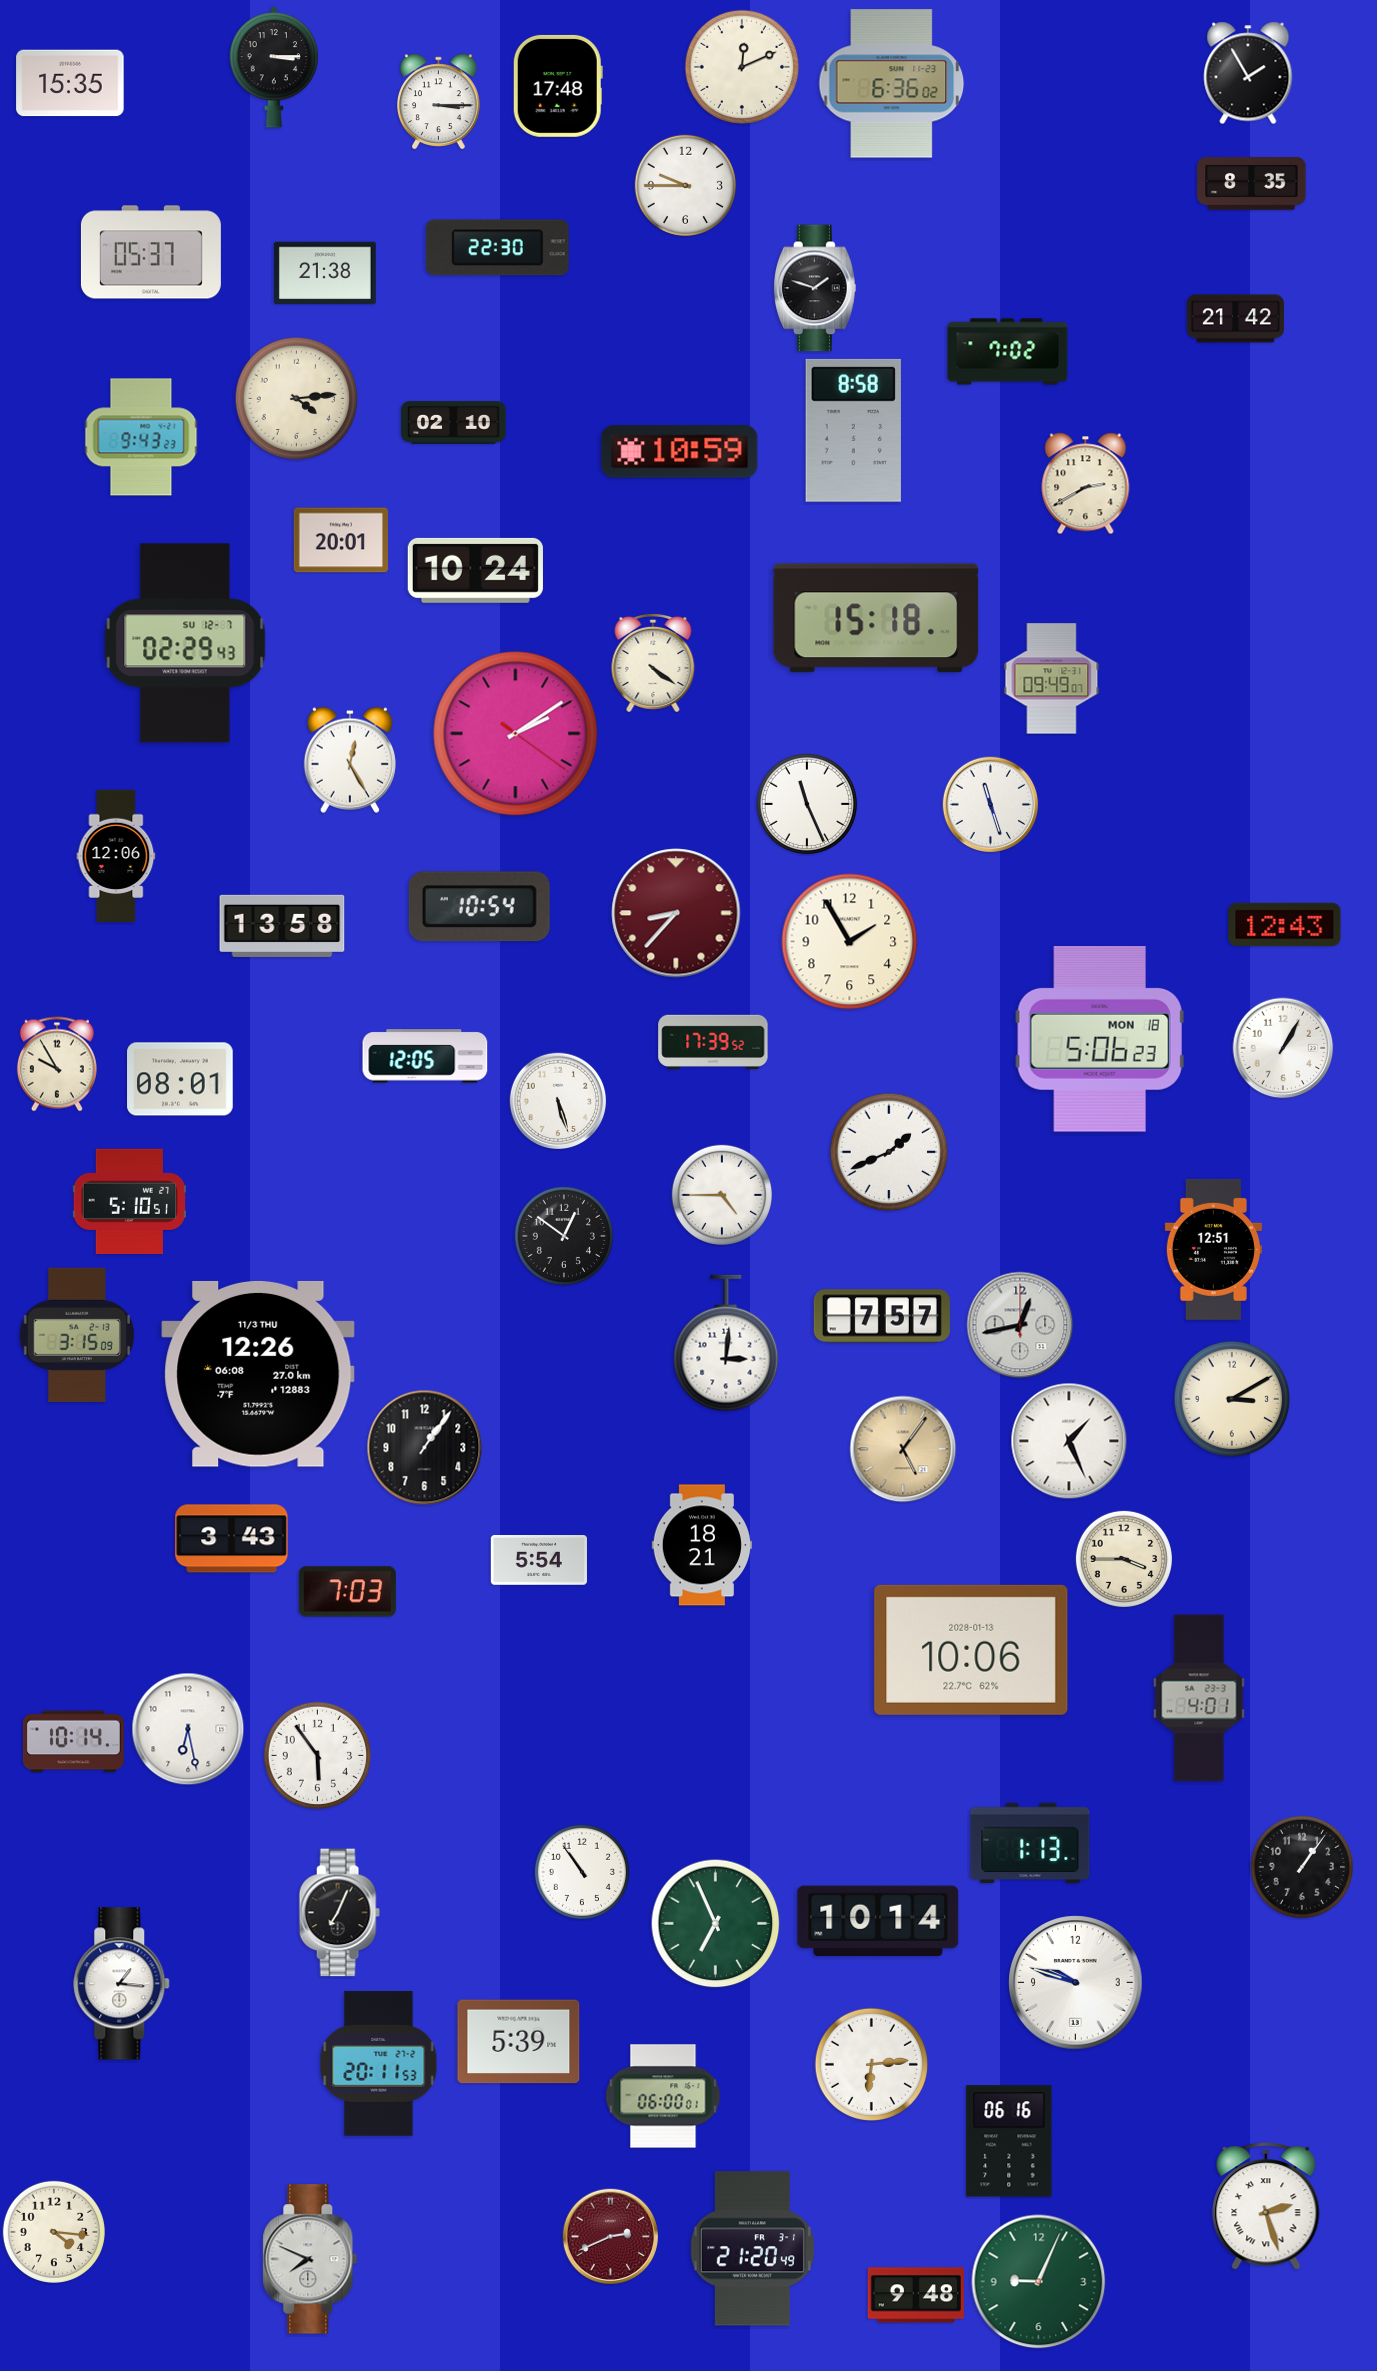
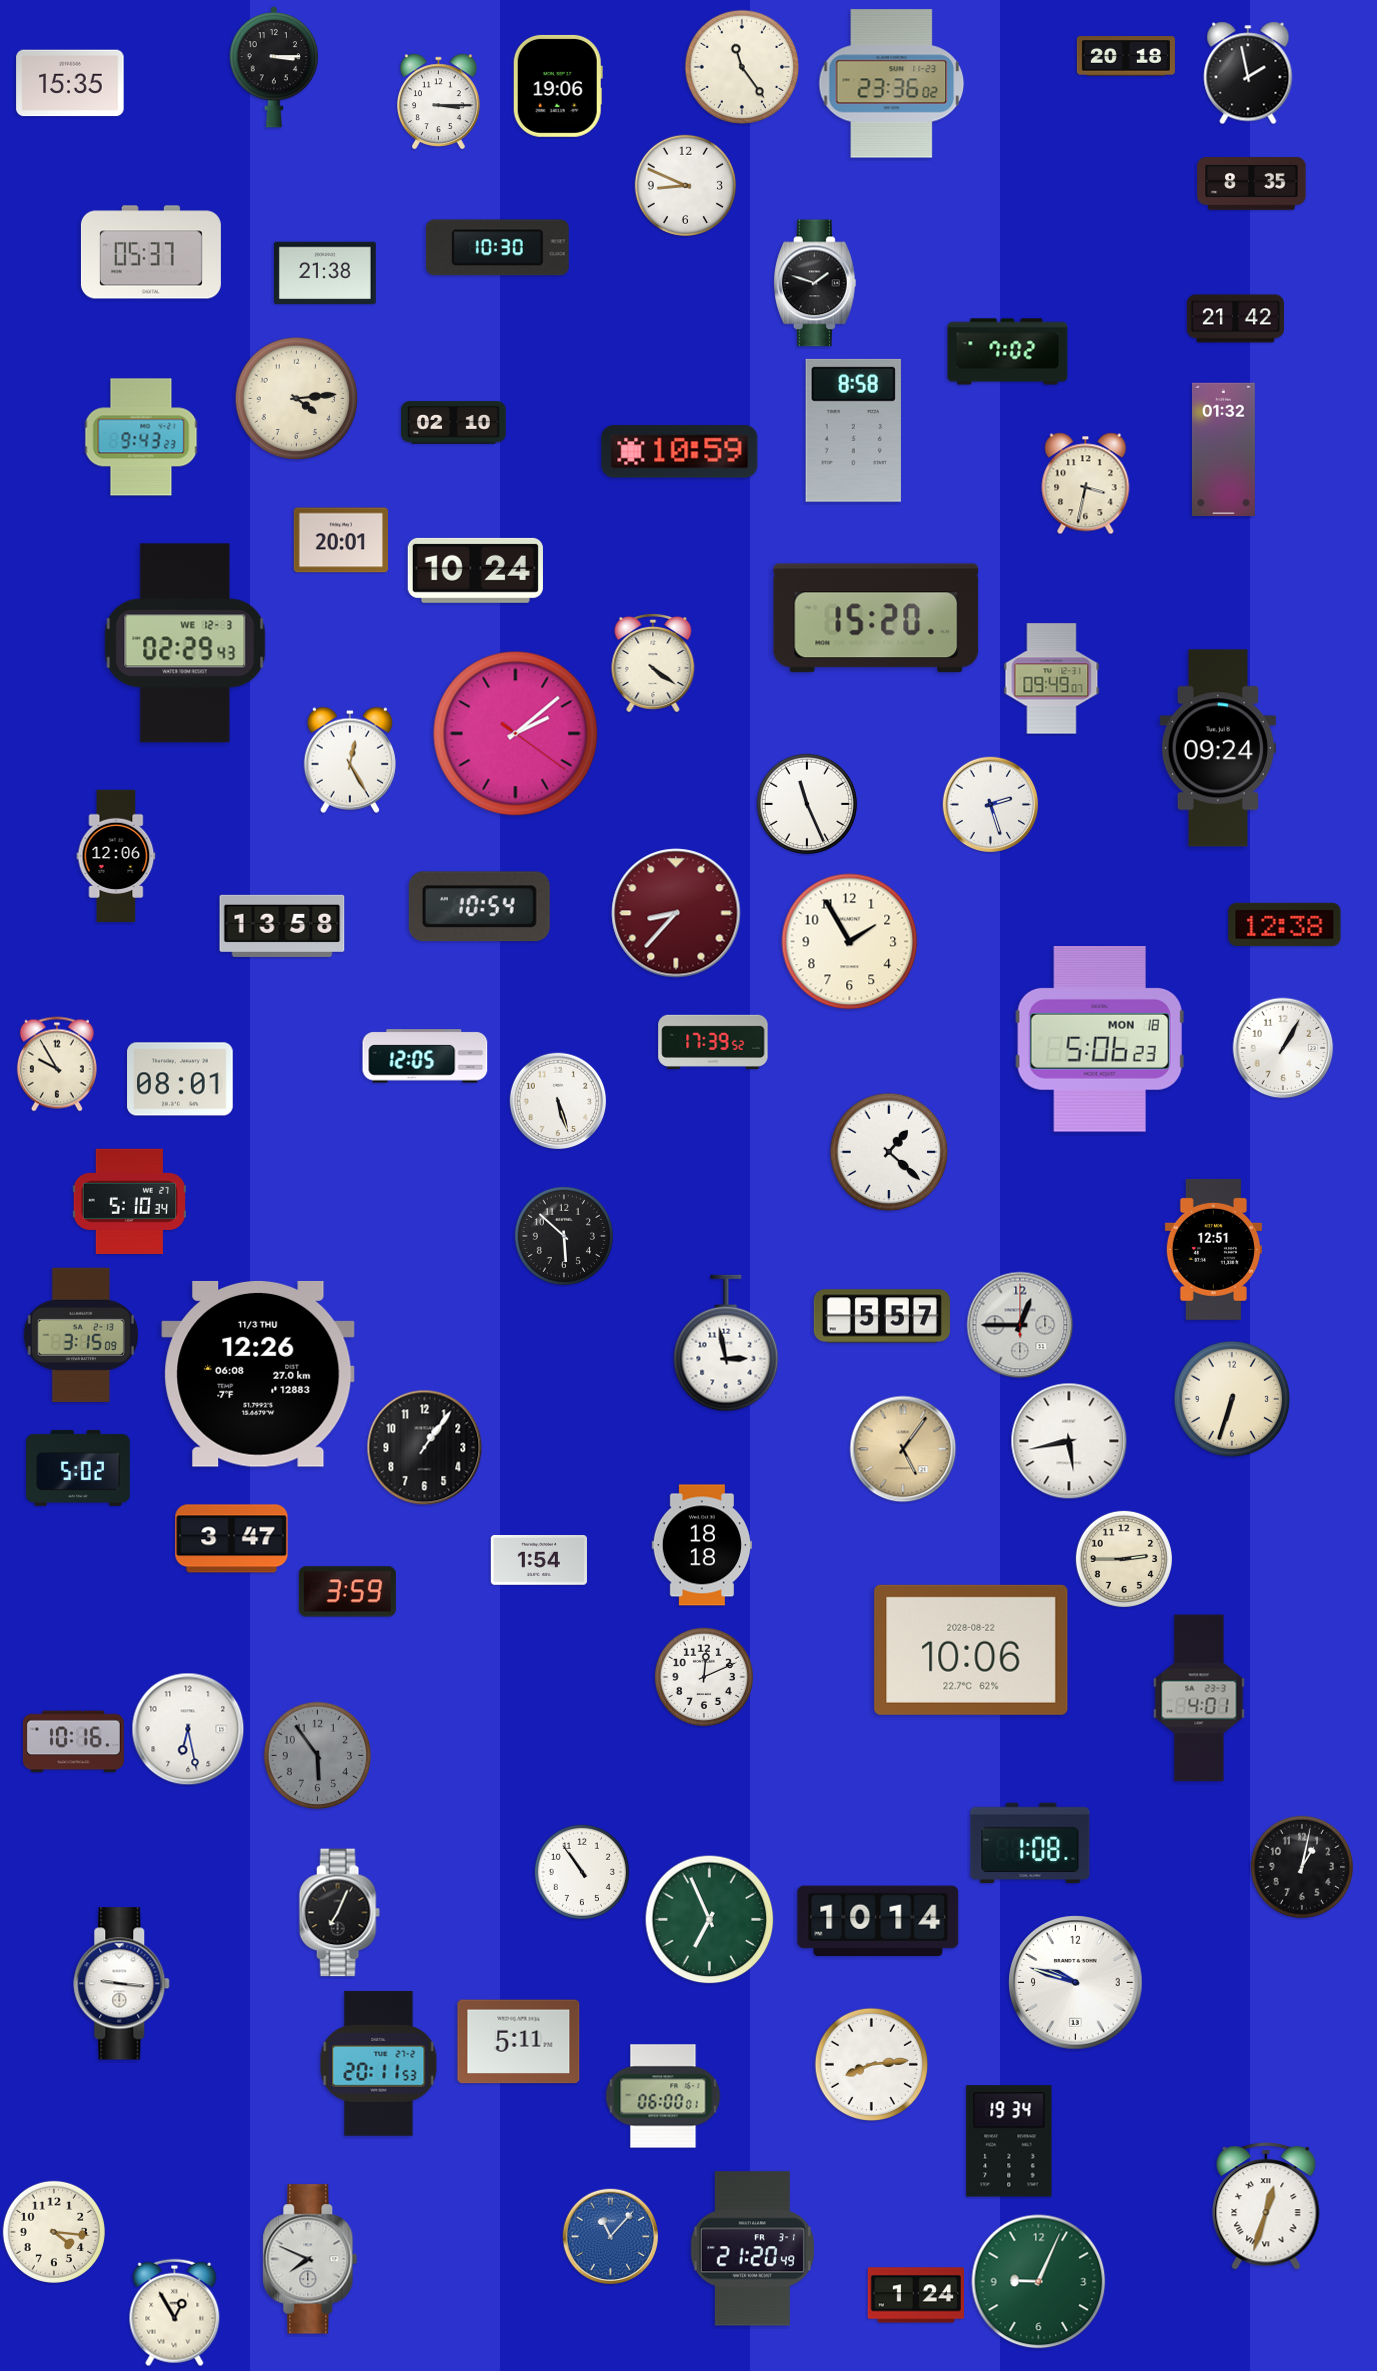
clock at (1126, 56): none -> 20:18
clock at (742, 67): 12:11 -> 11:24
clock at (1248, 73): 1:55 -> 1:58
clock at (892, 84): 6:36 -> 23:36
clock at (558, 86): 17:48 -> 19:06
clock at (685, 185): 9:45 -> 8:49
clock at (497, 248): 22:30 -> 10:30
clock at (816, 288) position: (816, 288) -> (816, 283)
clock at (1223, 450): none -> 01:32
clock at (1086, 484): 2:40 -> 3:32
clock at (876, 618): 15:18 -> 15:20
clock at (185, 643) date: SU 12-7 -> WE 12-3
clock at (516, 734): 2:09 -> 2:08
clock at (1218, 748): none -> 09:24
clock at (991, 805): 11:27 -> 2:27
clock at (1285, 924): 12:43 -> 12:38
clock at (889, 1152): 1:41 -> 1:22
clock at (722, 1195): 4:45 -> none
clock at (129, 1201): 5:10:51 -> 5:10:34
clock at (564, 1236): 12:51 -> 5:52
clock at (882, 1316): 7:57 -> 5:57
clock at (1020, 1325): 12:43 -> 12:45
clock at (77, 1335) position: (77, 1335) -> (81, 1335)
clock at (726, 1343): 3:01 -> 2:58
clock at (1232, 1399): 3:10 -> 6:33
clock at (1069, 1441): 1:26 -> 5:43
clock at (78, 1468): none -> 5:02
clock at (232, 1539): 3:43 -> 3:47
clock at (701, 1545): 18:21 -> 18:18
clock at (1124, 1559): 3:45 -> 2:45
clock at (539, 1561): 5:54 -> 1:54
clock at (347, 1592): 7:03 -> 3:59
clock at (971, 1650) date: 2028-01-13 -> 2028-08-22
clock at (704, 1677): none -> 12:11
clock at (73, 1742): 10:14 -> 10:16
clock at (317, 1755) dial: white -> grey
clock at (1030, 1843): 1:13 -> 1:08
clock at (1301, 1866): 1:06 -> 1:02
clock at (716, 1924) position: (716, 1924) -> (710, 1920)
clock at (122, 1984): 1:16 -> 9:16
clock at (519, 2042): 5:39 -> 5:11
clock at (872, 2065): 6:14 -> 8:14
clock at (1009, 2141): 06:16 -> 19:34
clock at (1266, 2206): 2:27 -> 12:33
clock at (611, 2237): 2:41 -> 11:07
clock at (611, 2237) dial: burgundy -> blue
clock at (916, 2295): 9:48 -> 1:24
clock at (175, 2313): none -> 12:55
